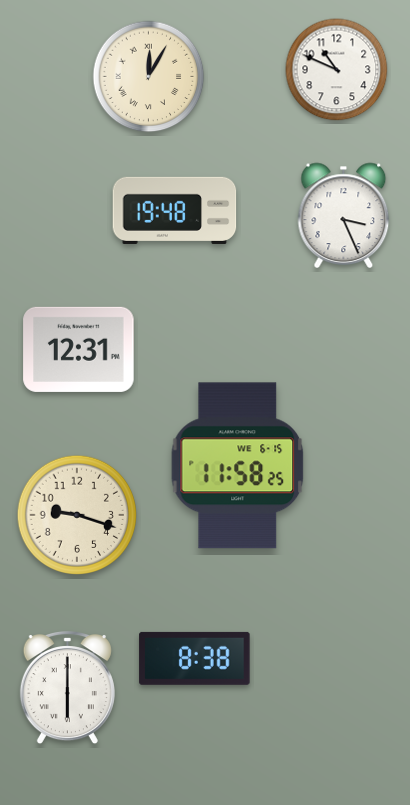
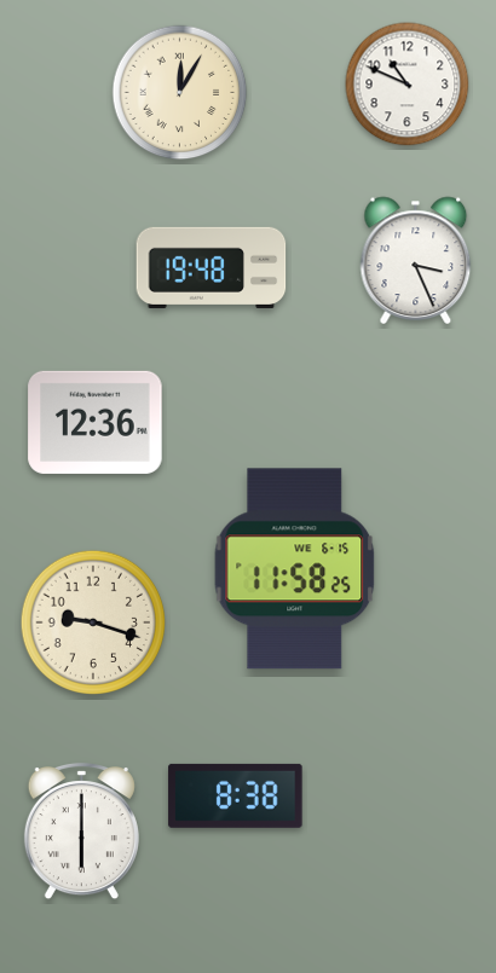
clock at (175, 210) position: (175, 210) -> (212, 267)
clock at (79, 349): 12:31 -> 12:36
clock at (238, 466) position: (238, 466) -> (295, 569)
